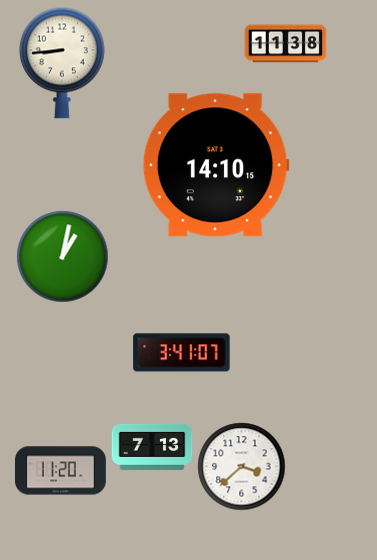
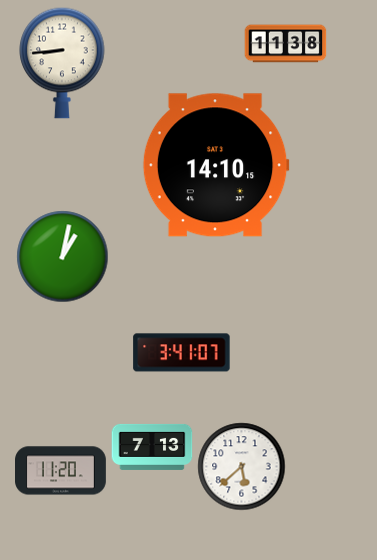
clock at (242, 467): 3:38 -> 5:38
